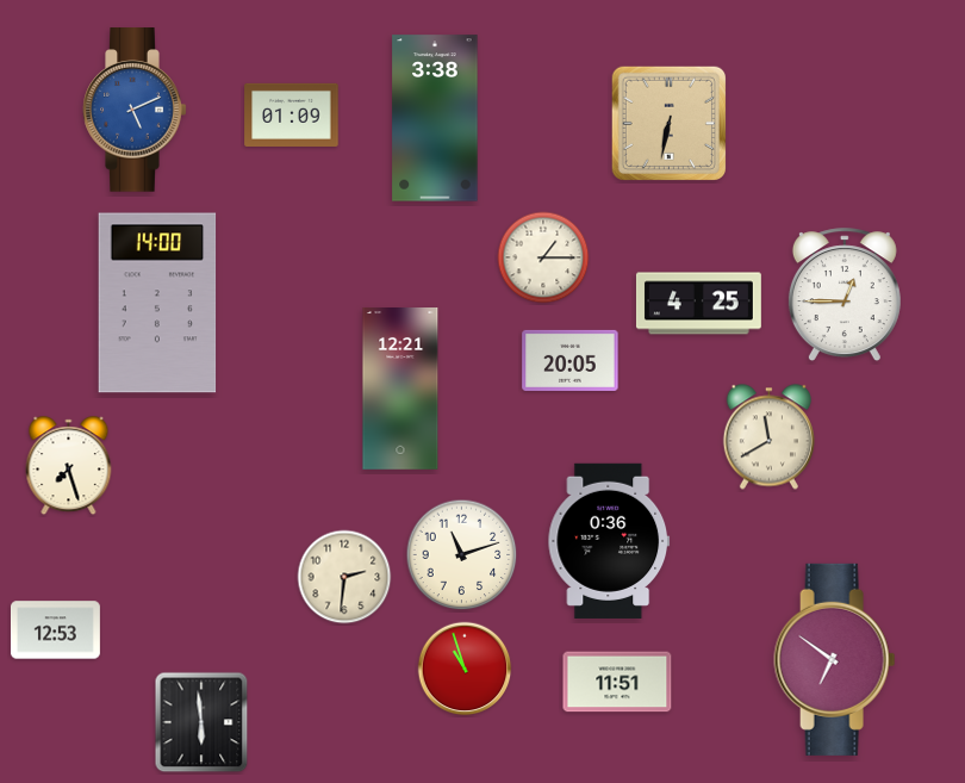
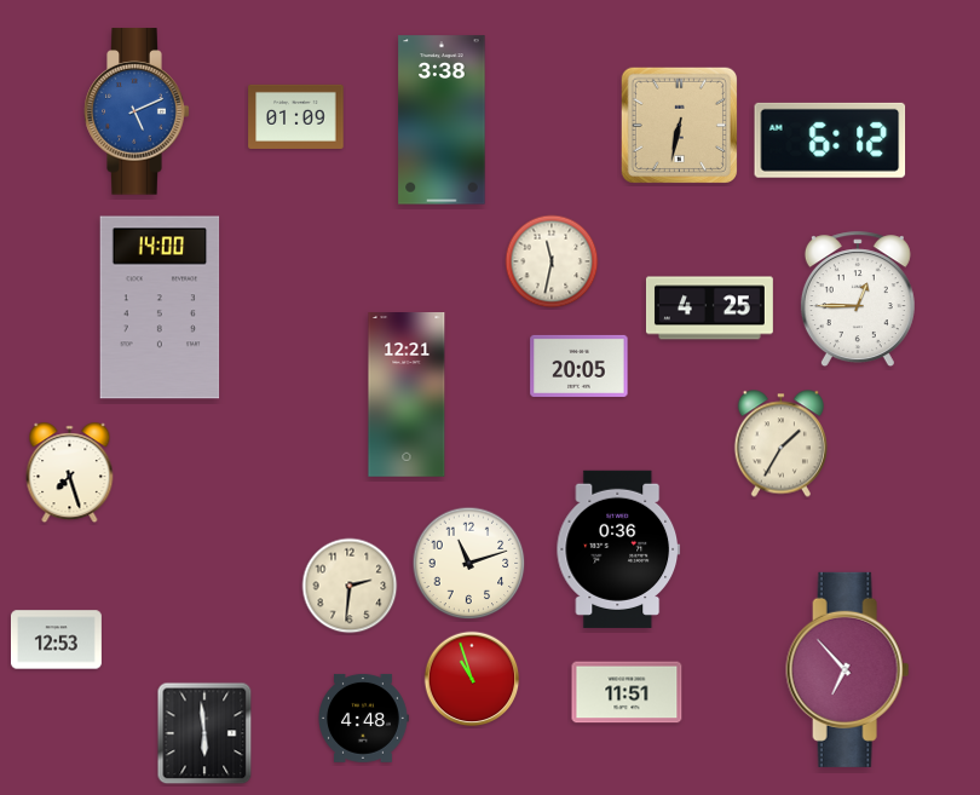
clock at (830, 140): none -> 6:12
clock at (543, 257): 1:15 -> 11:32
clock at (768, 437): 11:40 -> 1:35
clock at (835, 659): 6:51 -> 6:53
clock at (363, 718): none -> 4:48
